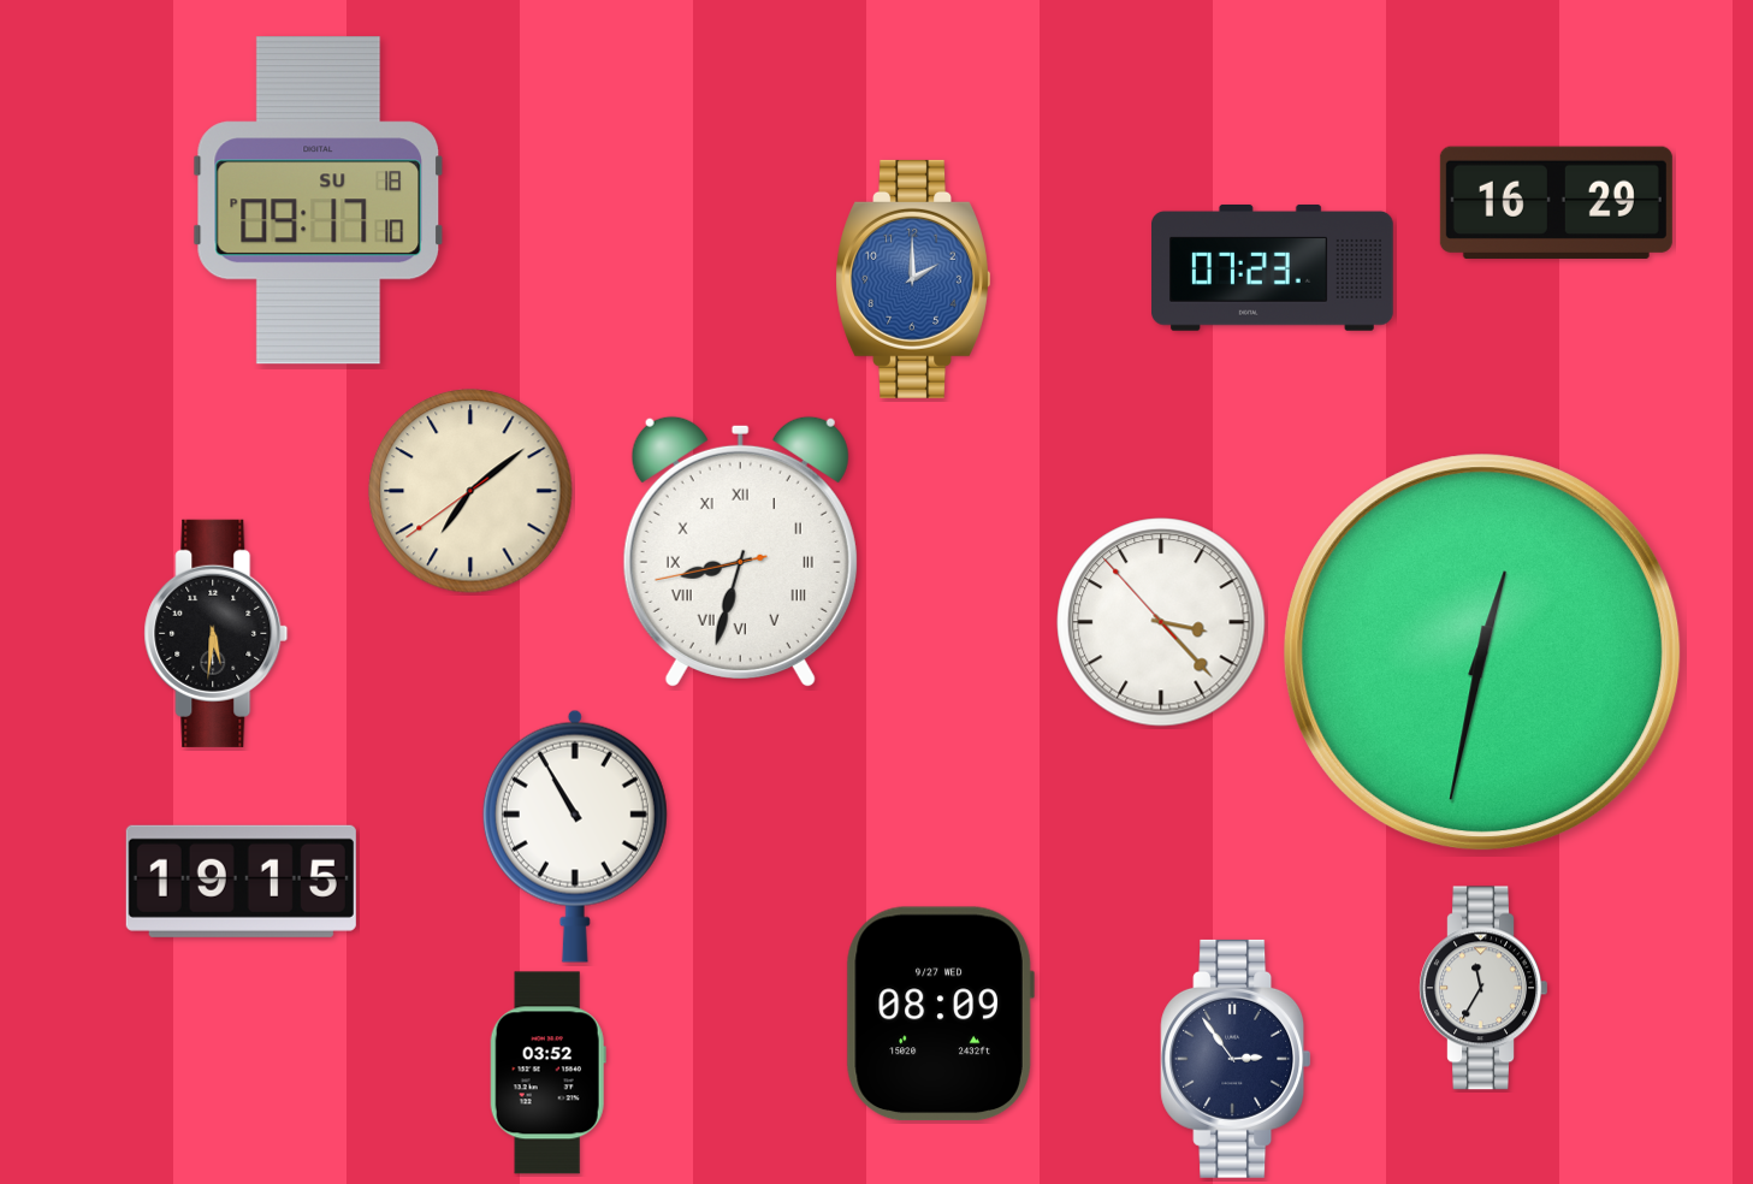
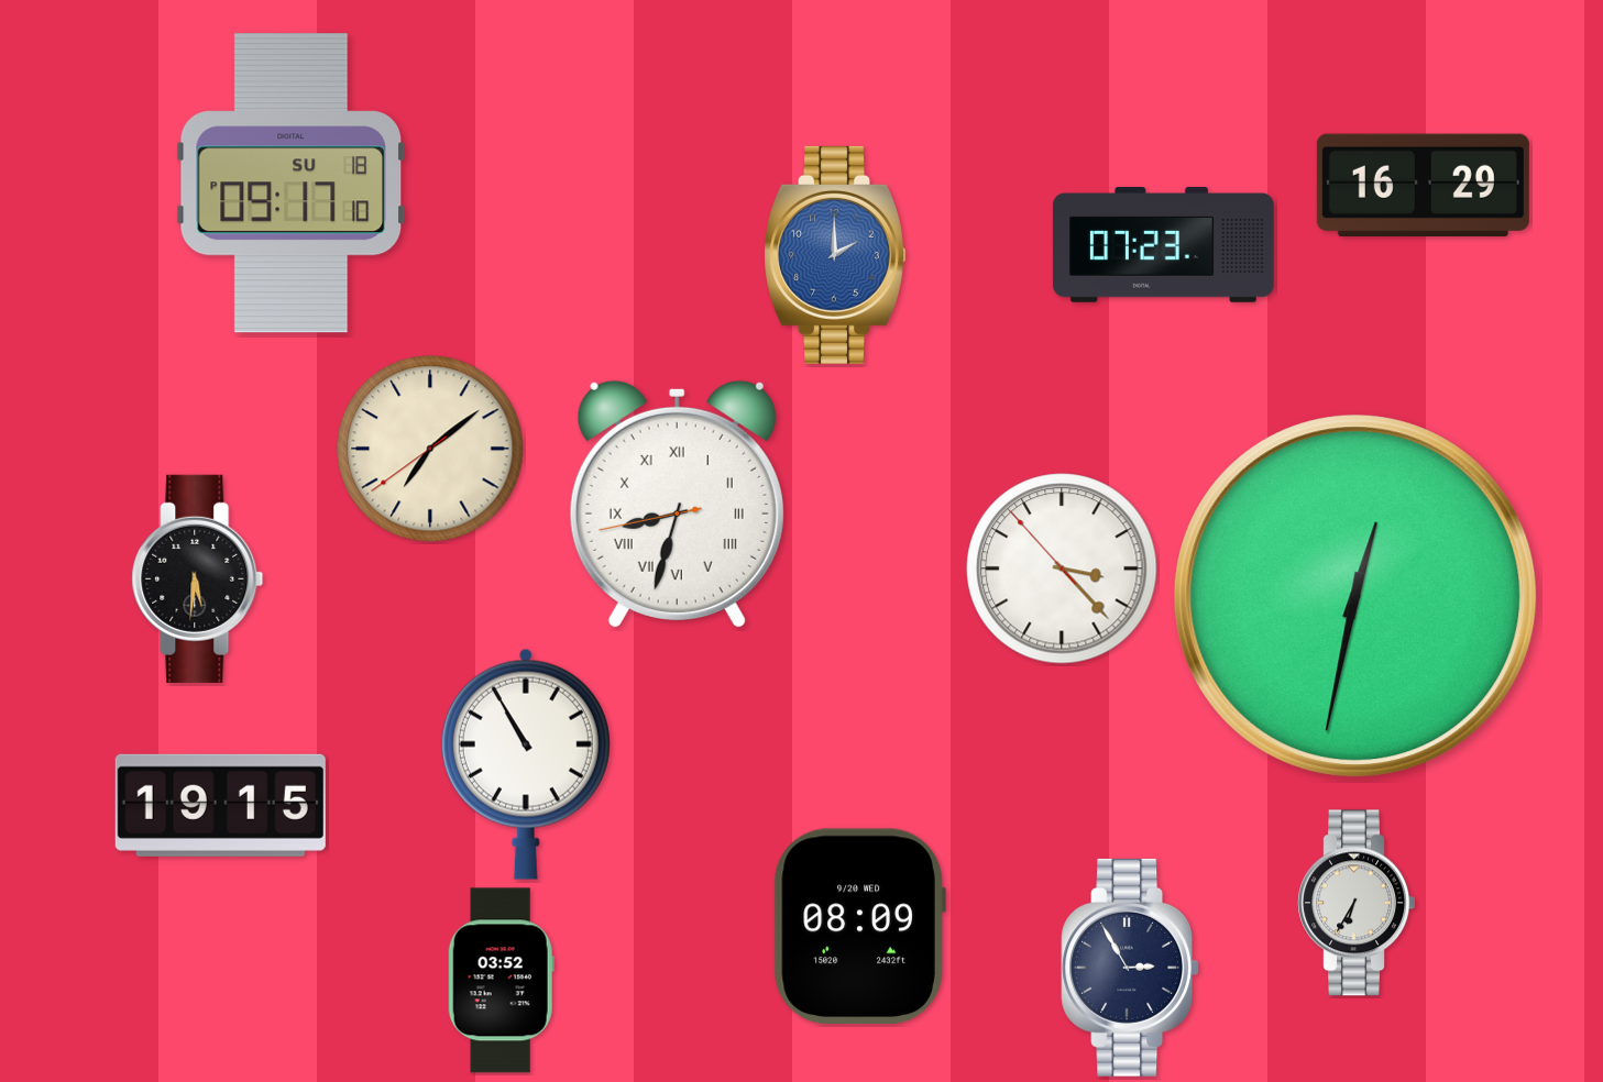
clock at (1482, 988): 11:35 -> 6:35
clock at (940, 1014) date: 9/27 WED -> 9/20 WED
clock at (1236, 1059): 2:54 -> 2:55
